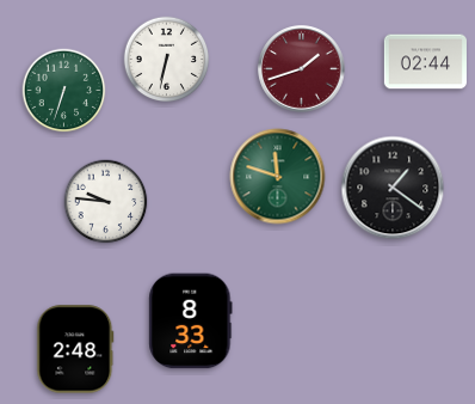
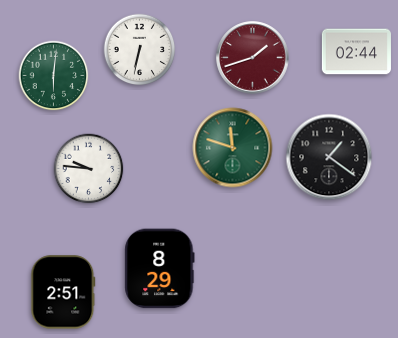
clock at (64, 91): 6:33 -> 6:01
clock at (191, 322): 8:33 -> 8:29
clock at (75, 349): 2:48 -> 2:51
